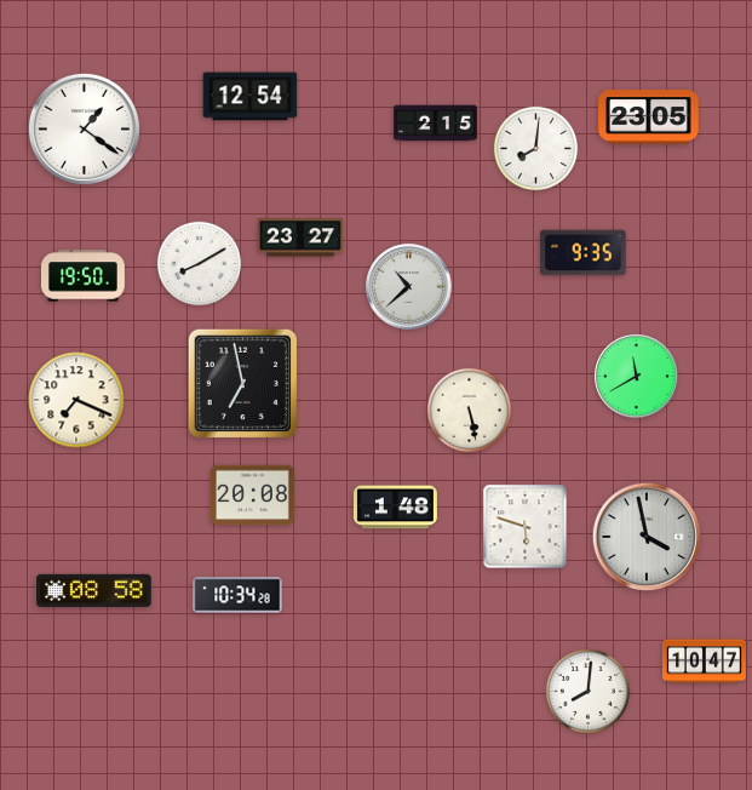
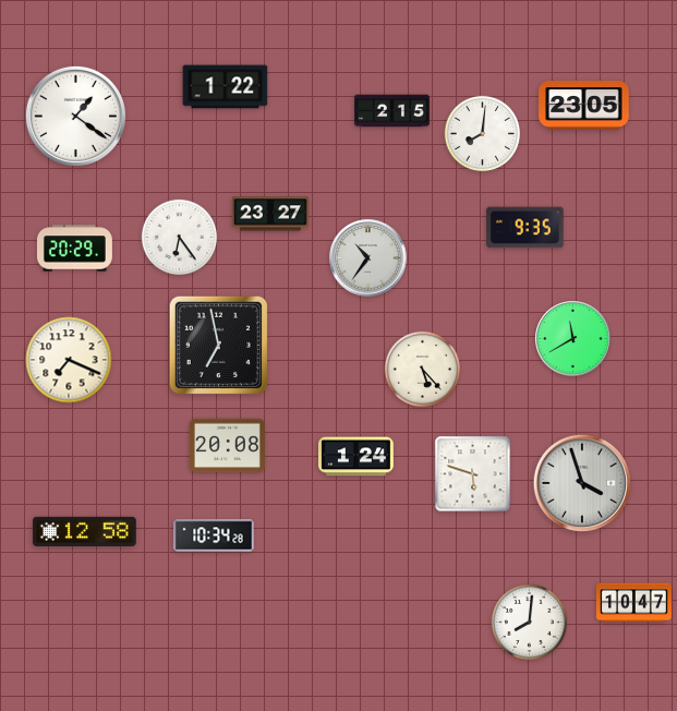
clock at (251, 97): 12:54 -> 1:22
clock at (200, 264): 8:10 -> 6:24
clock at (82, 276): 19:50 -> 20:29
clock at (409, 287): 10:38 -> 10:36
clock at (470, 411): 5:28 -> 5:23
clock at (395, 508): 1:48 -> 1:24
clock at (647, 537): 3:58 -> 3:57
clock at (94, 590): 08:58 -> 12:58
clock at (704, 662) position: (704, 662) -> (633, 603)
